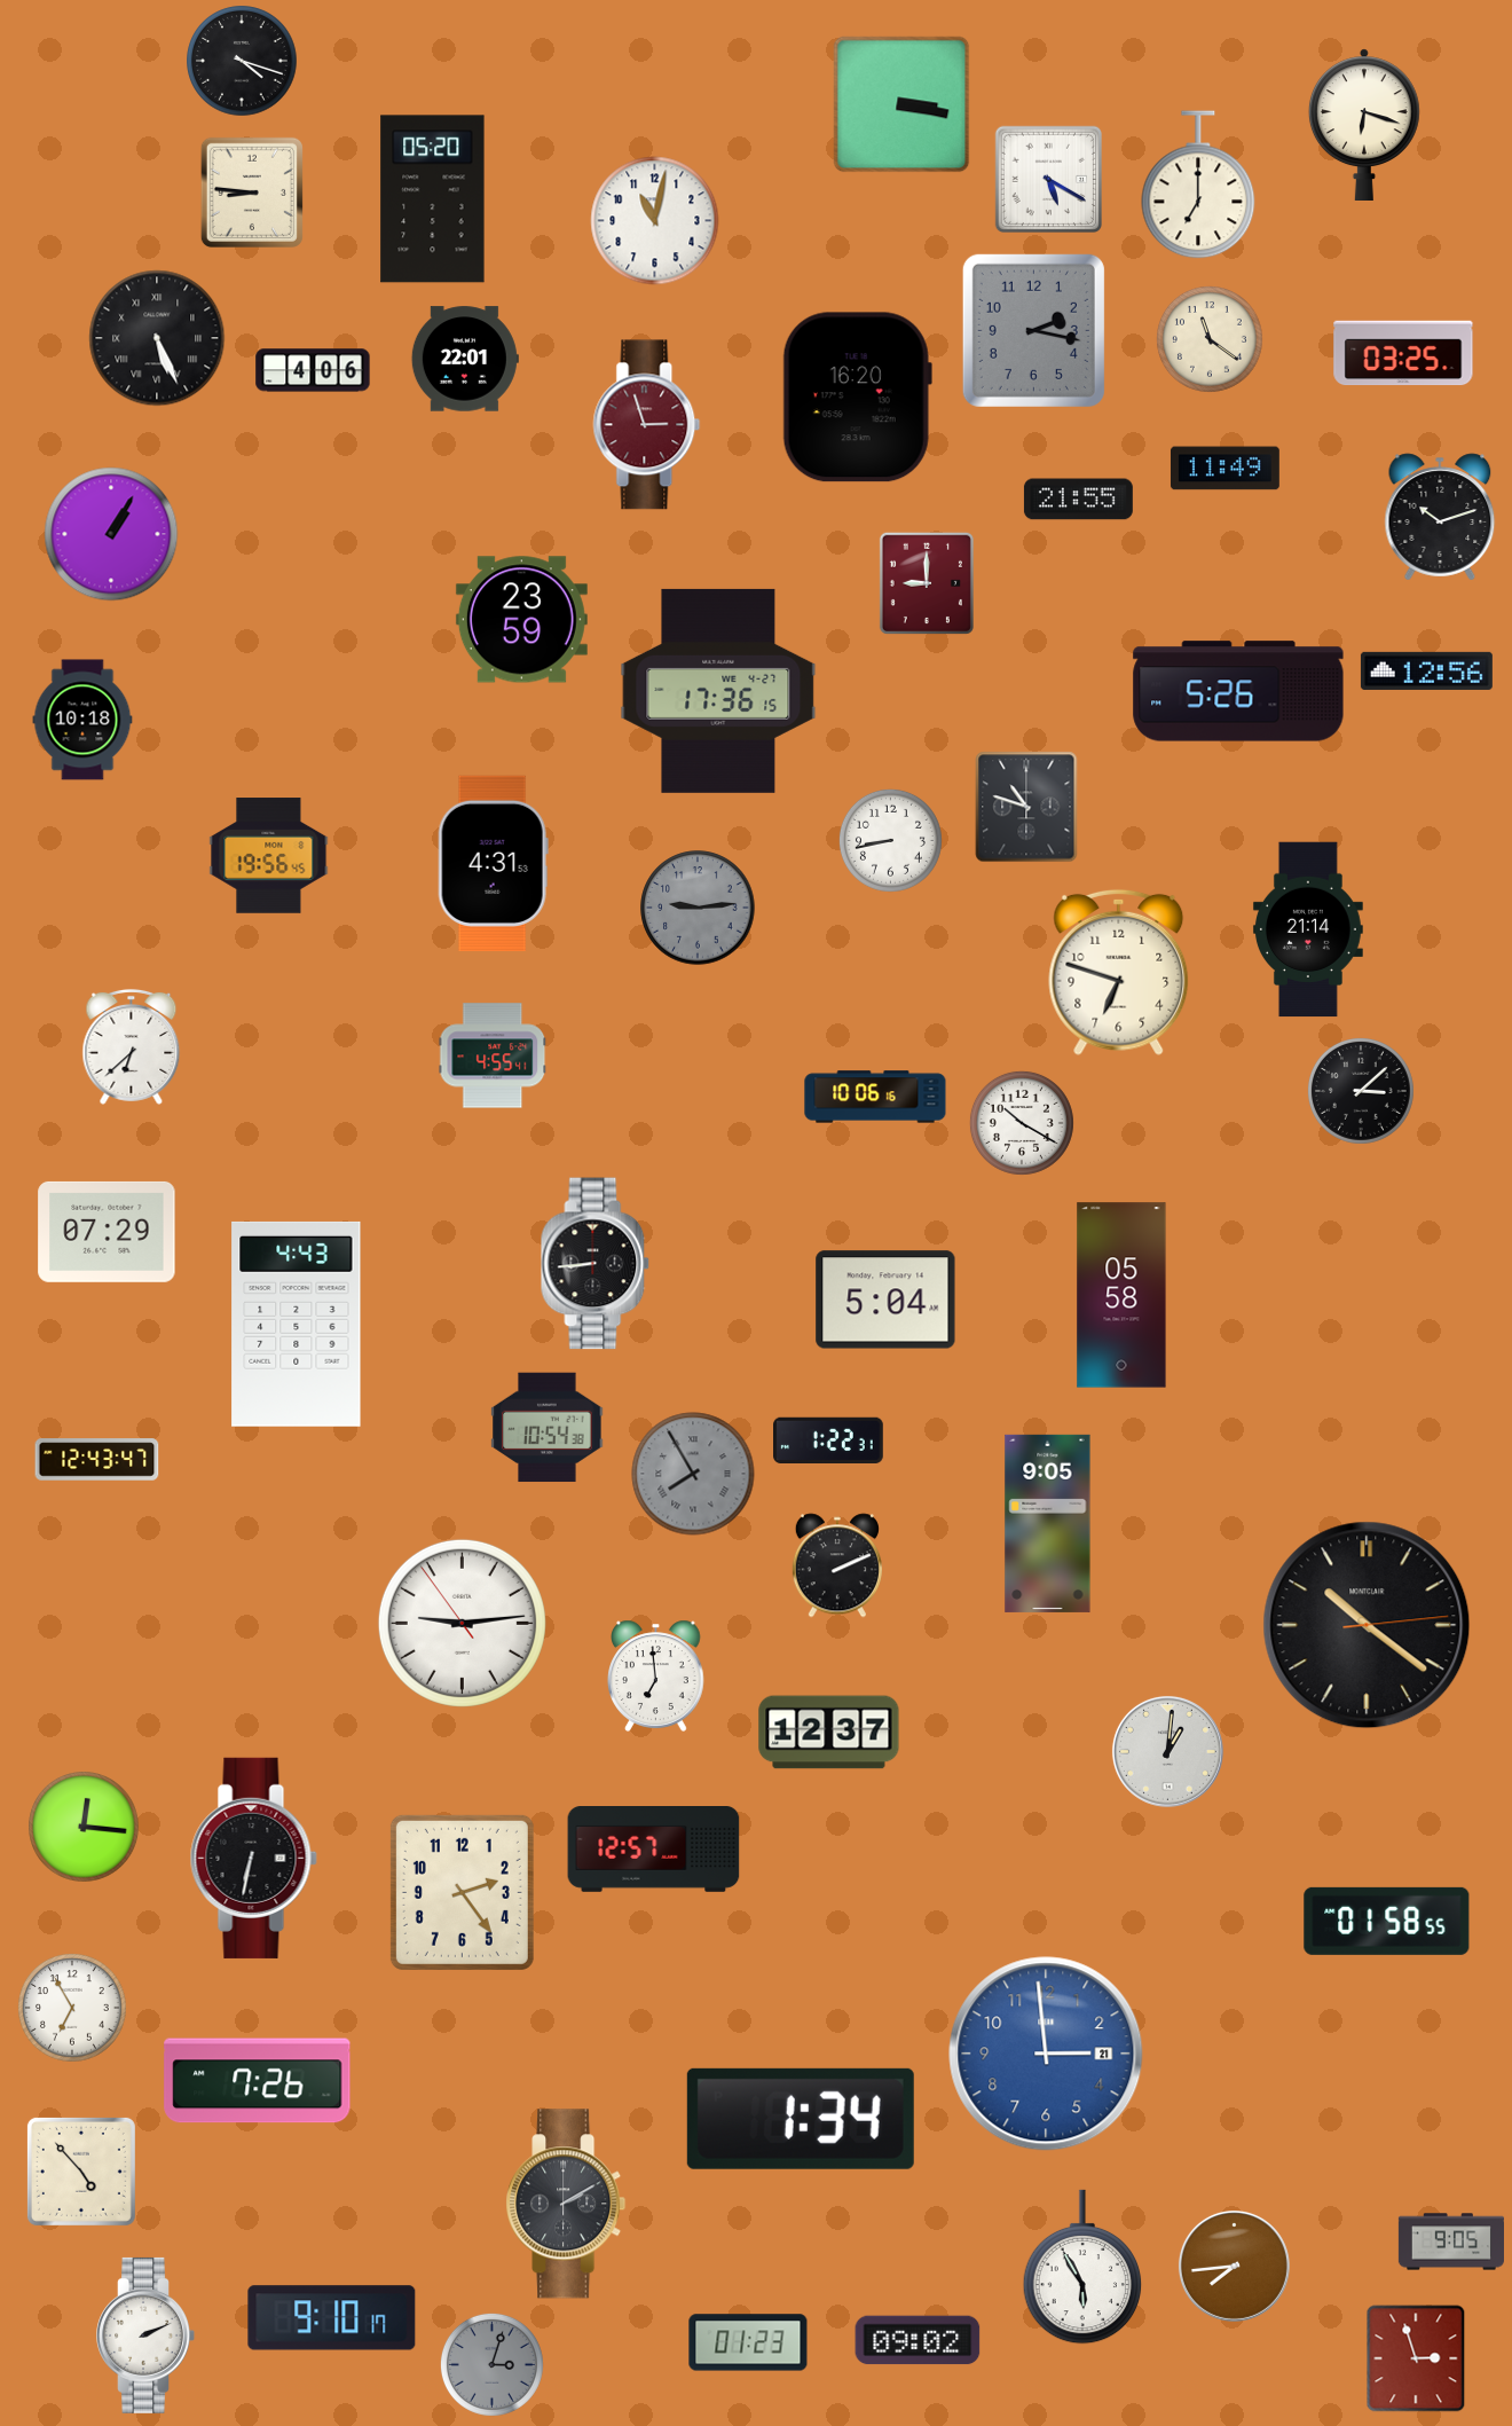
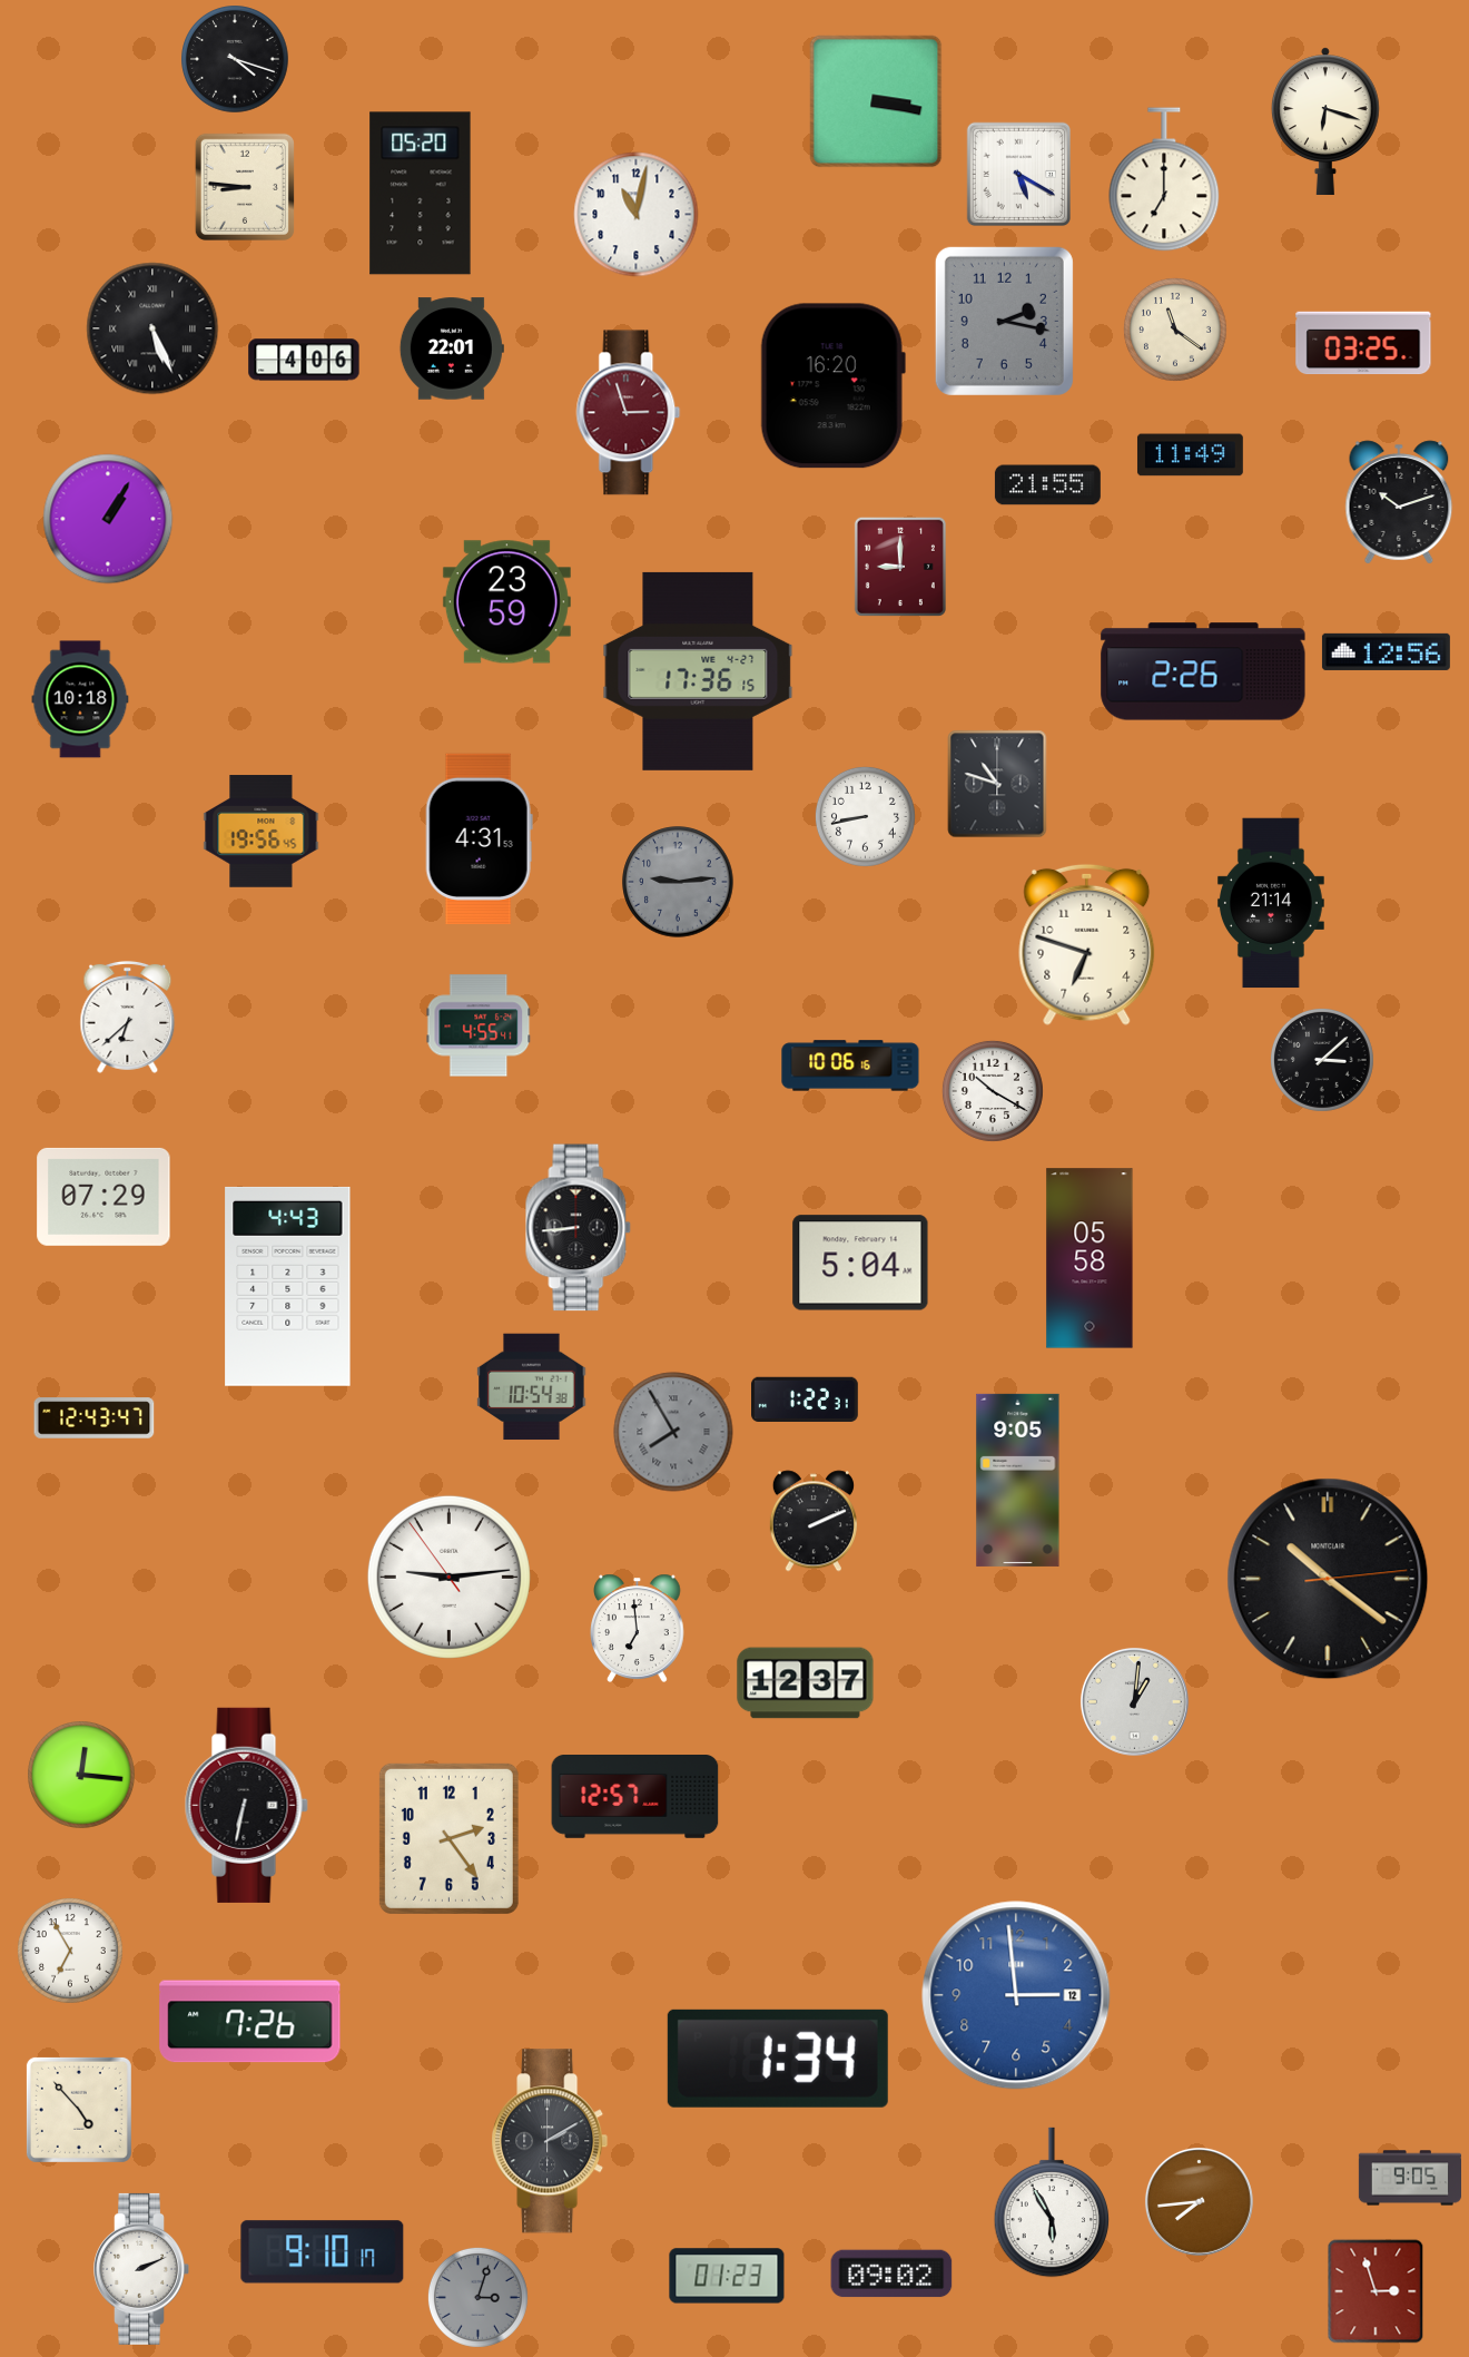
clock at (1238, 691): 5:26 -> 2:26
clock at (1387, 1921): 01:58 -> none
clock at (1046, 2054) date: 21 -> 12
